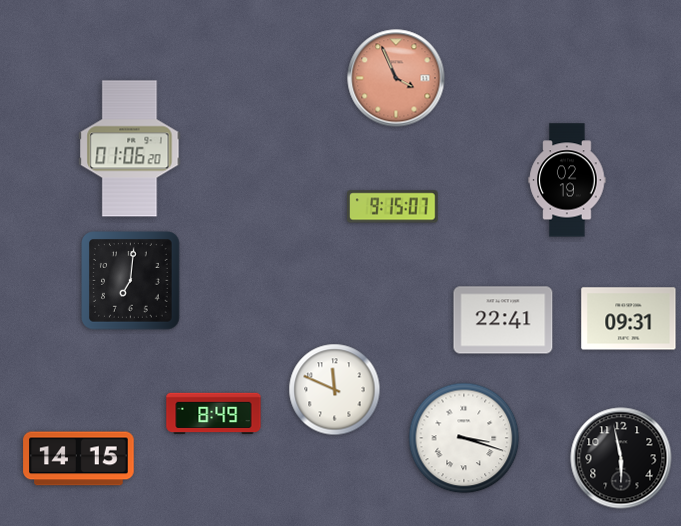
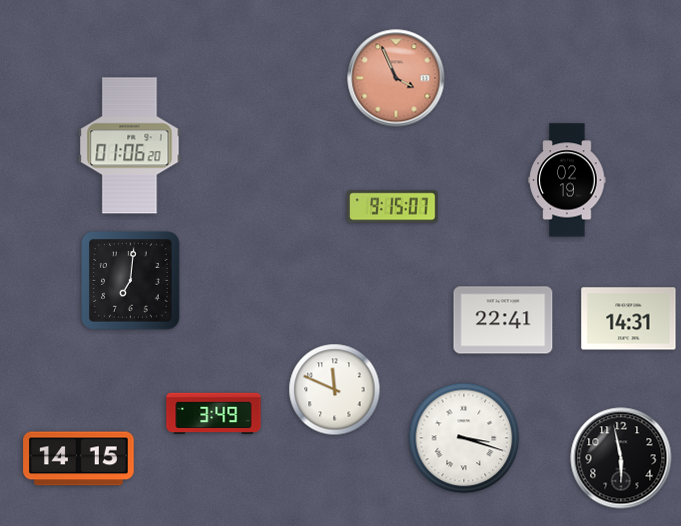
clock at (130, 149) position: (130, 149) -> (130, 146)
clock at (629, 319): 09:31 -> 14:31
clock at (214, 414): 8:49 -> 3:49
